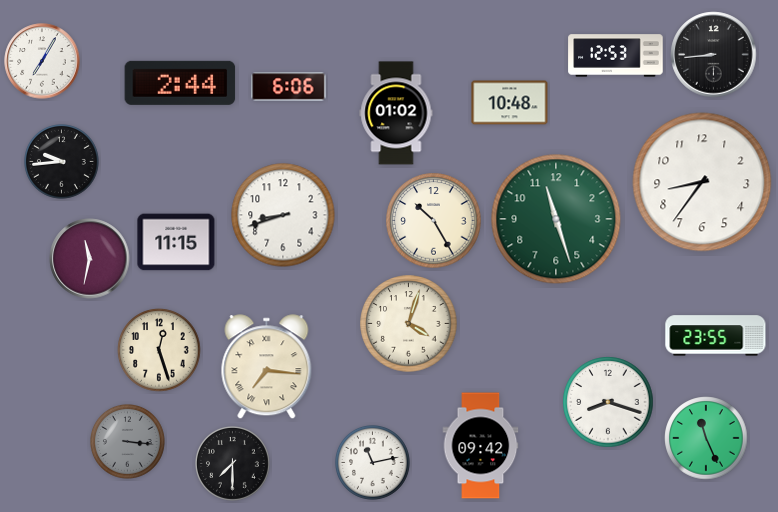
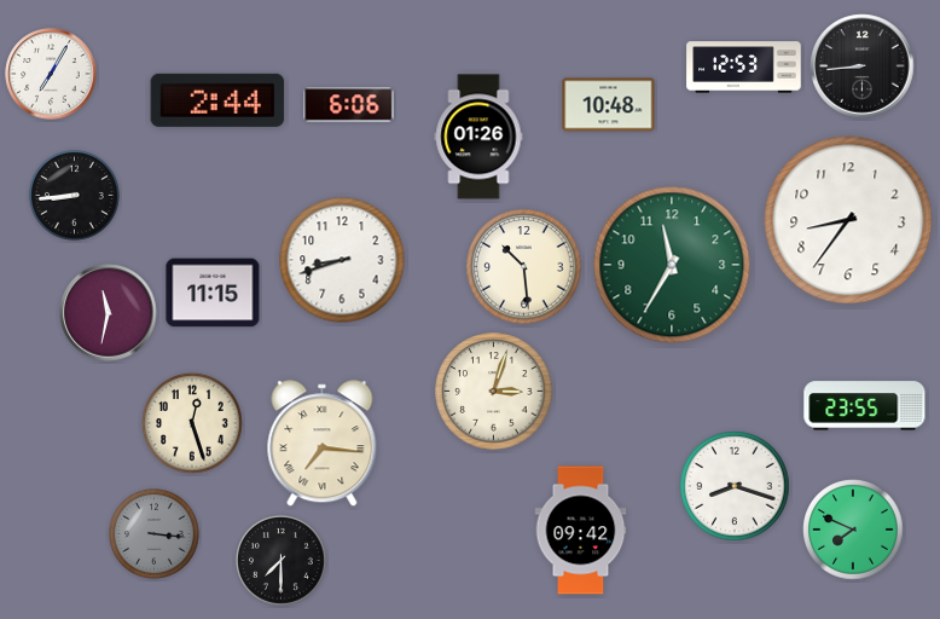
clock at (510, 103) position: (510, 103) -> (609, 105)
clock at (396, 113): 01:02 -> 01:26
clock at (62, 162): 9:44 -> 8:44
clock at (556, 219): 11:27 -> 11:35
clock at (434, 221): 10:25 -> 10:29
clock at (409, 324): 4:03 -> 3:03
clock at (706, 438): 11:26 -> 7:49
clock at (481, 446) position: (481, 446) -> (581, 531)
clock at (373, 463): 11:13 -> none
